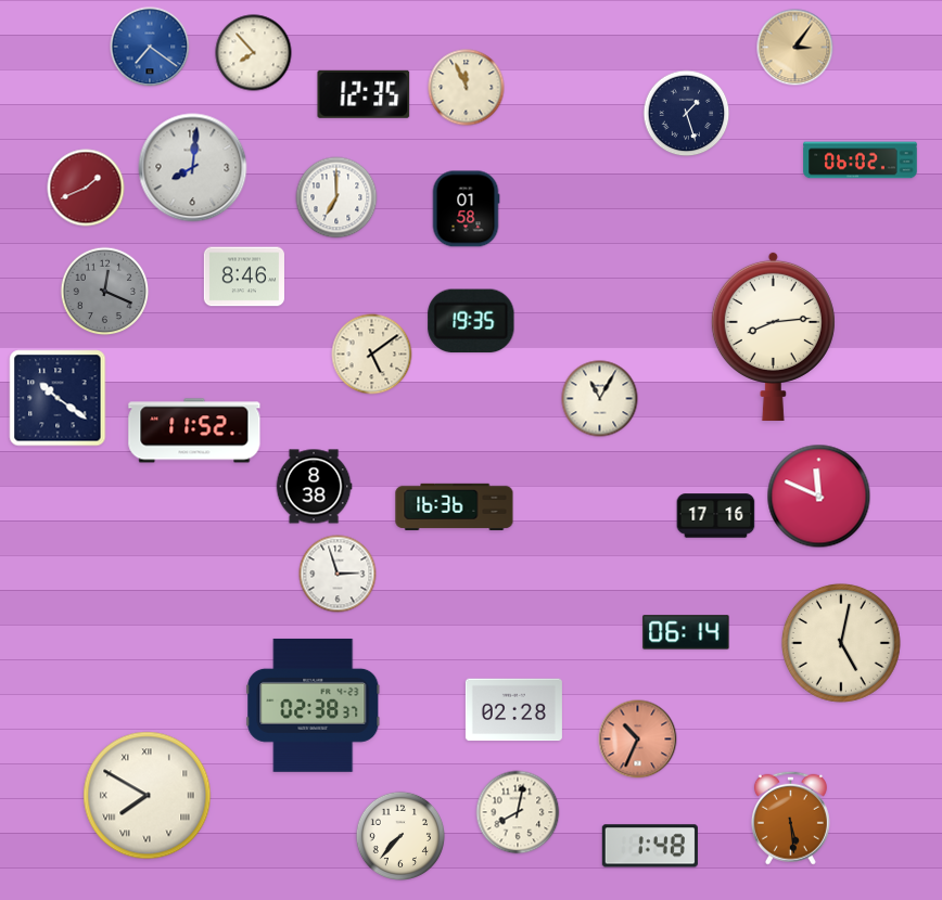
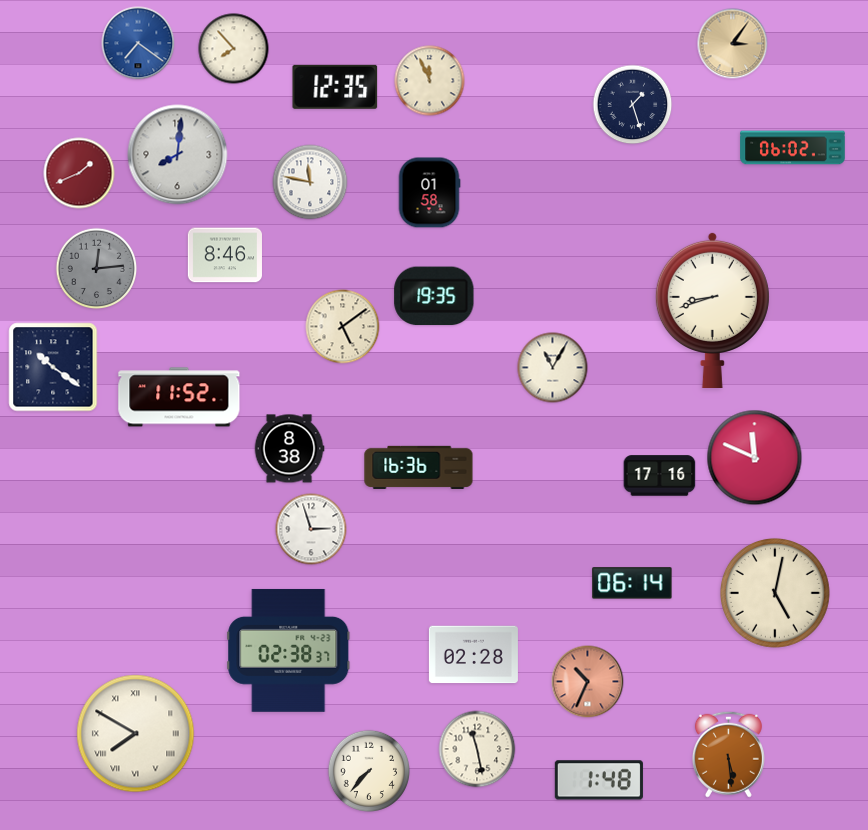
clock at (336, 197): 7:00 -> 11:47
clock at (105, 292): 12:19 -> 12:14
clock at (773, 335): 8:14 -> 8:42
clock at (518, 812): 8:02 -> 11:28
